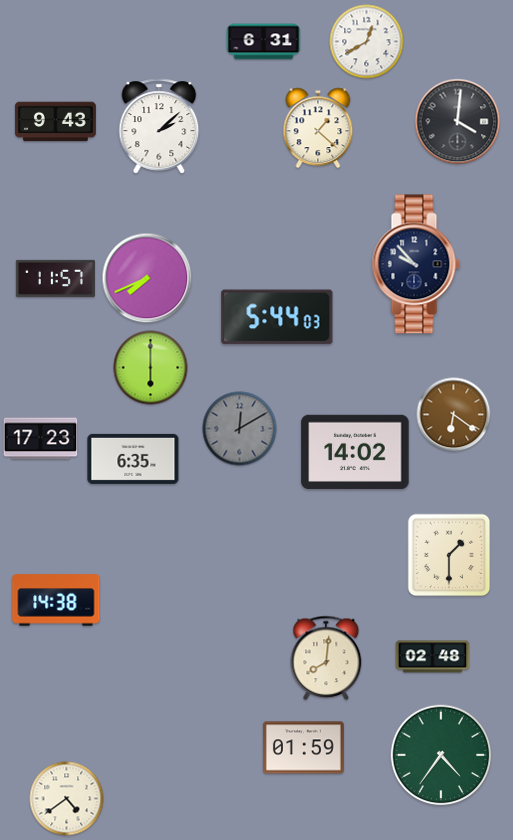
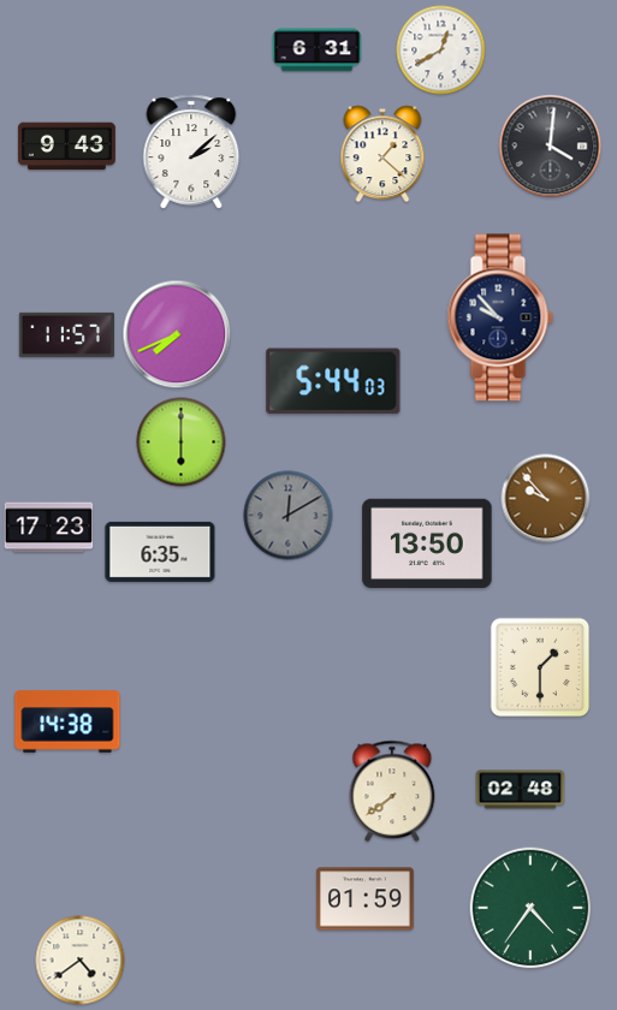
clock at (454, 415): 6:21 -> 9:53
clock at (355, 451): 14:02 -> 13:50
clock at (326, 658): 8:01 -> 7:39
